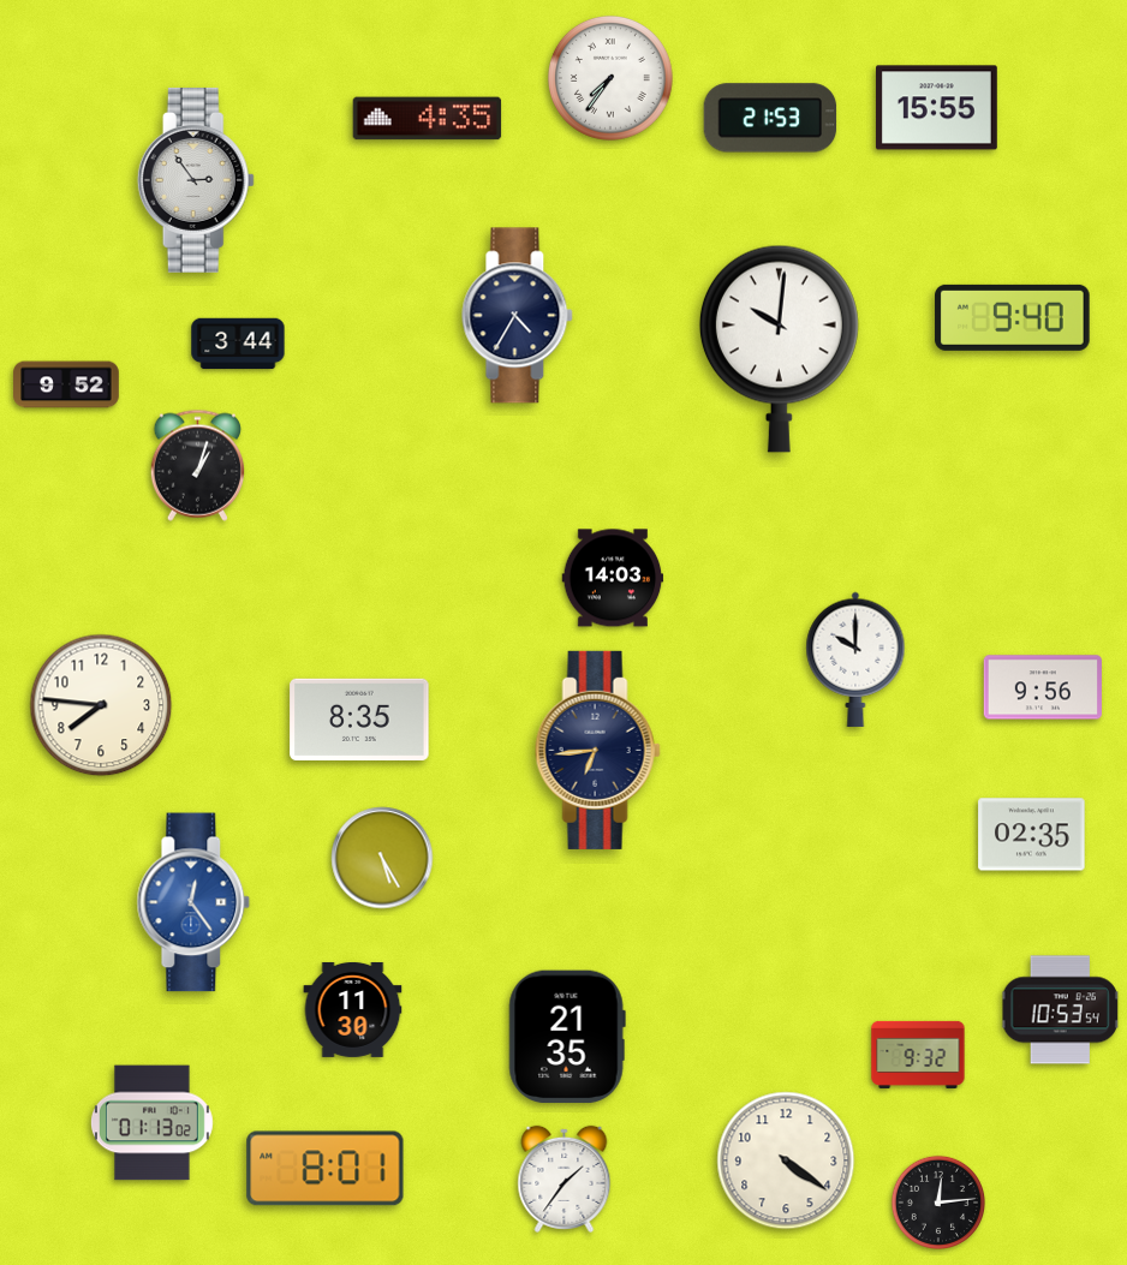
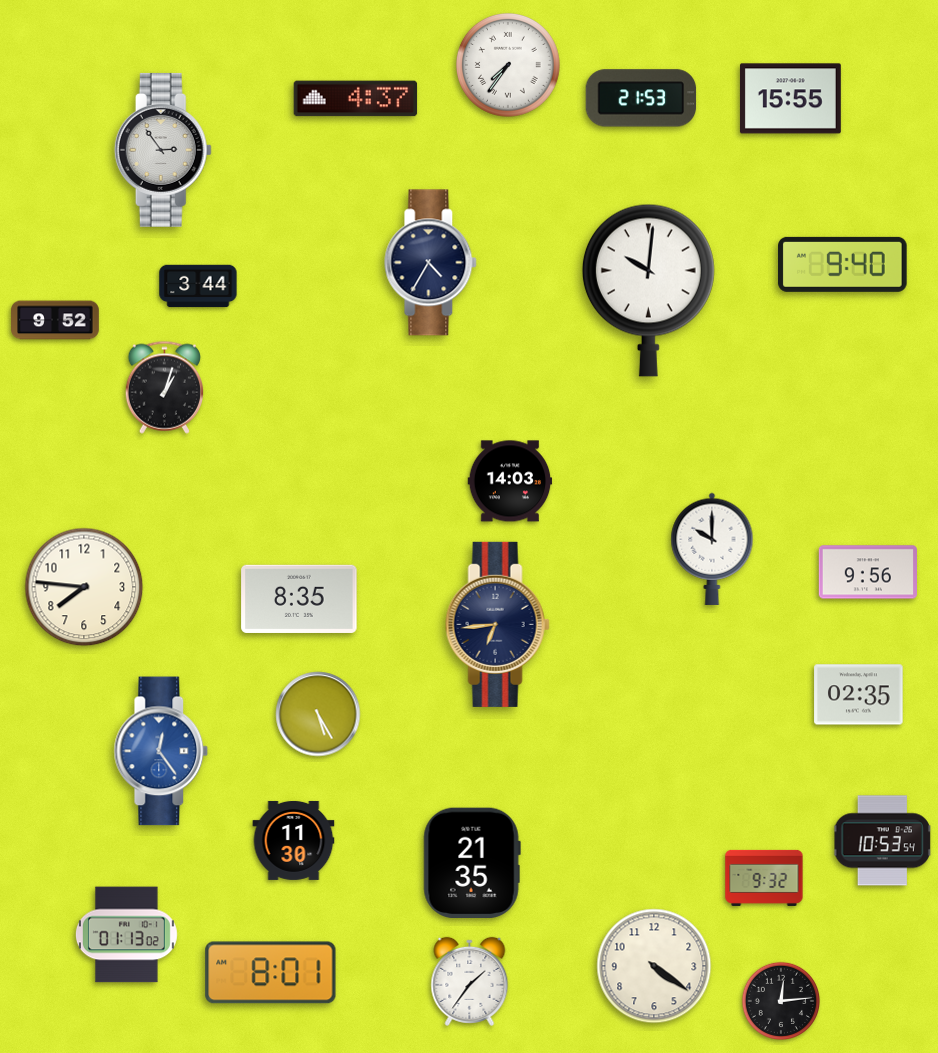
clock at (936, 108) position: (936, 108) -> (790, 99)
clock at (428, 119): 4:35 -> 4:37
